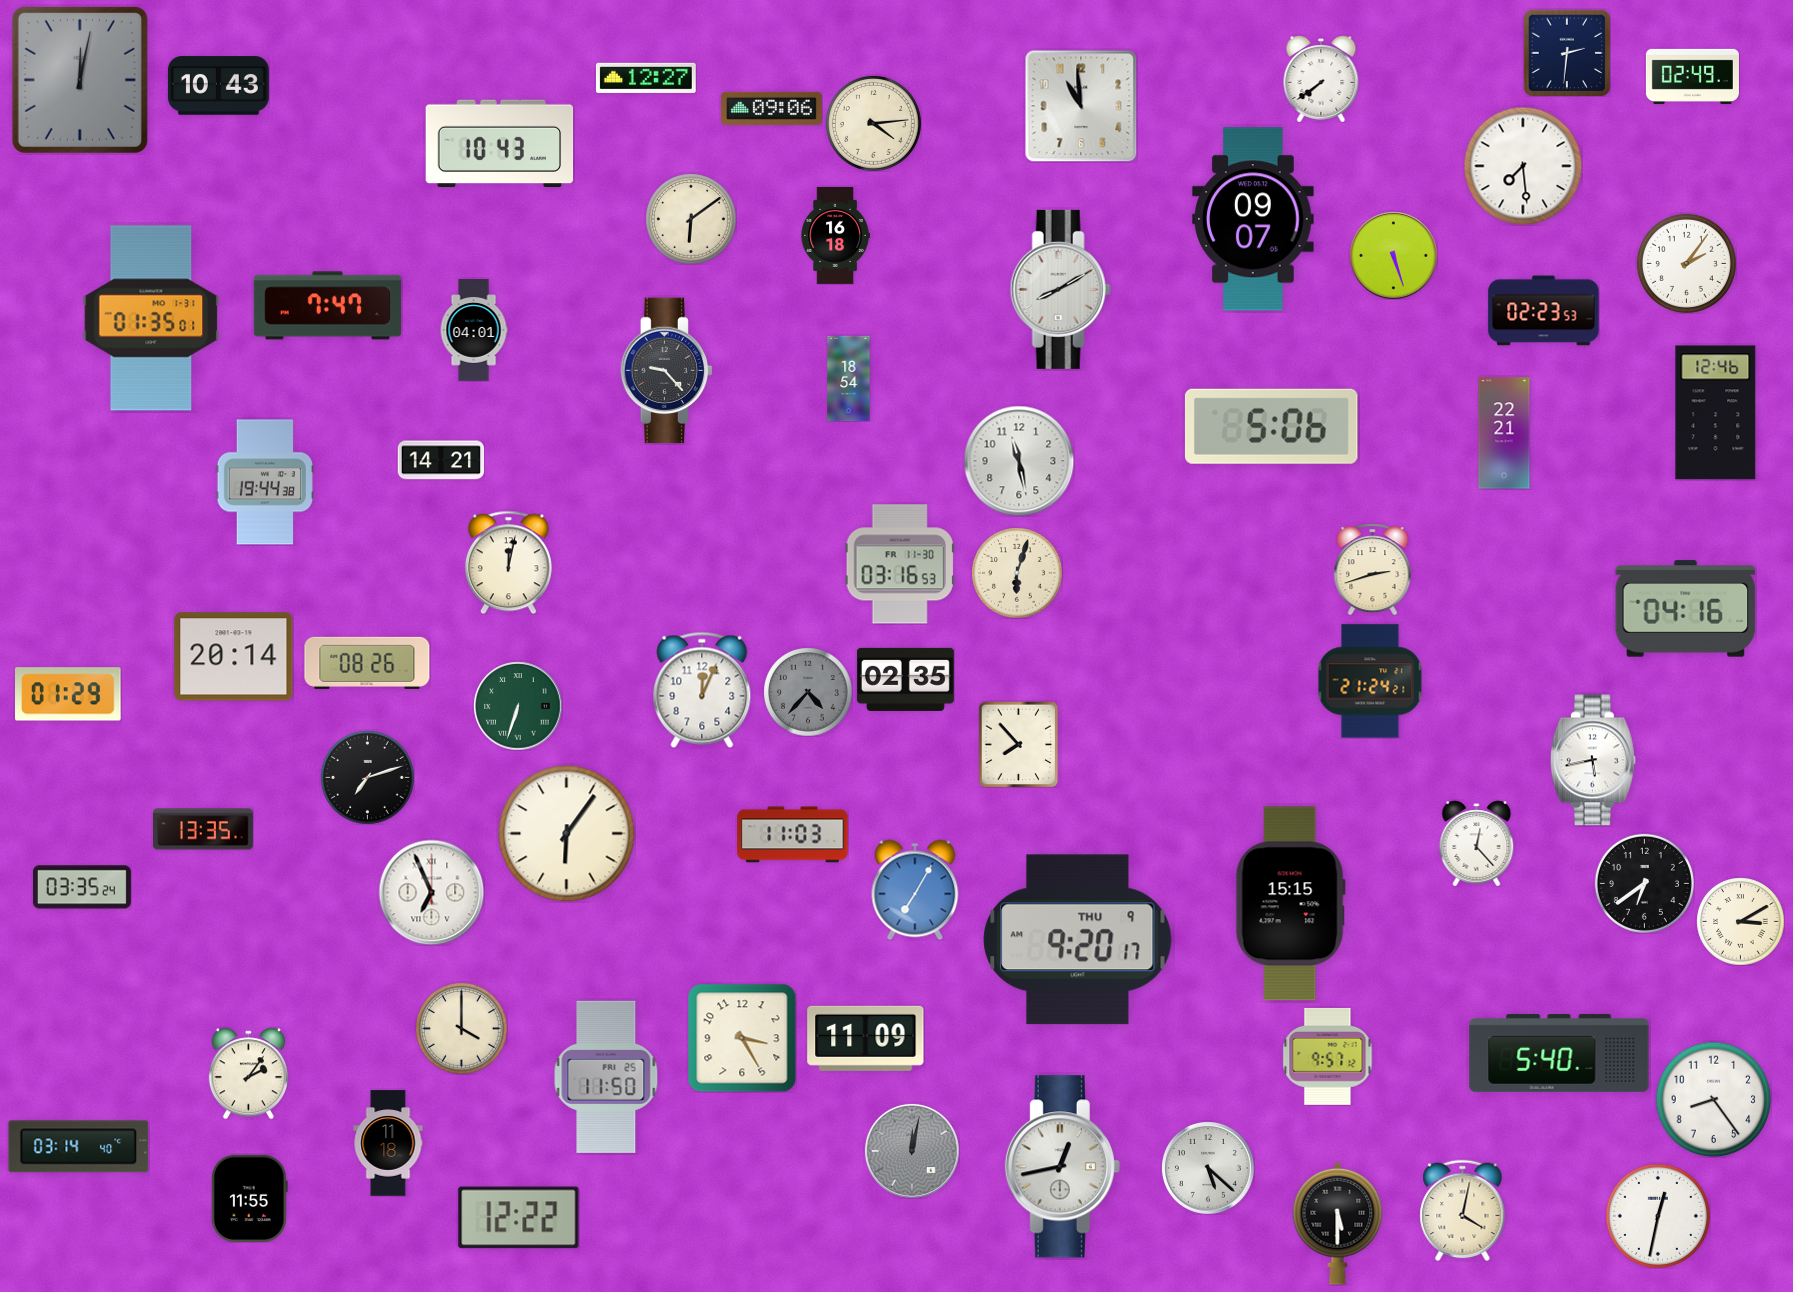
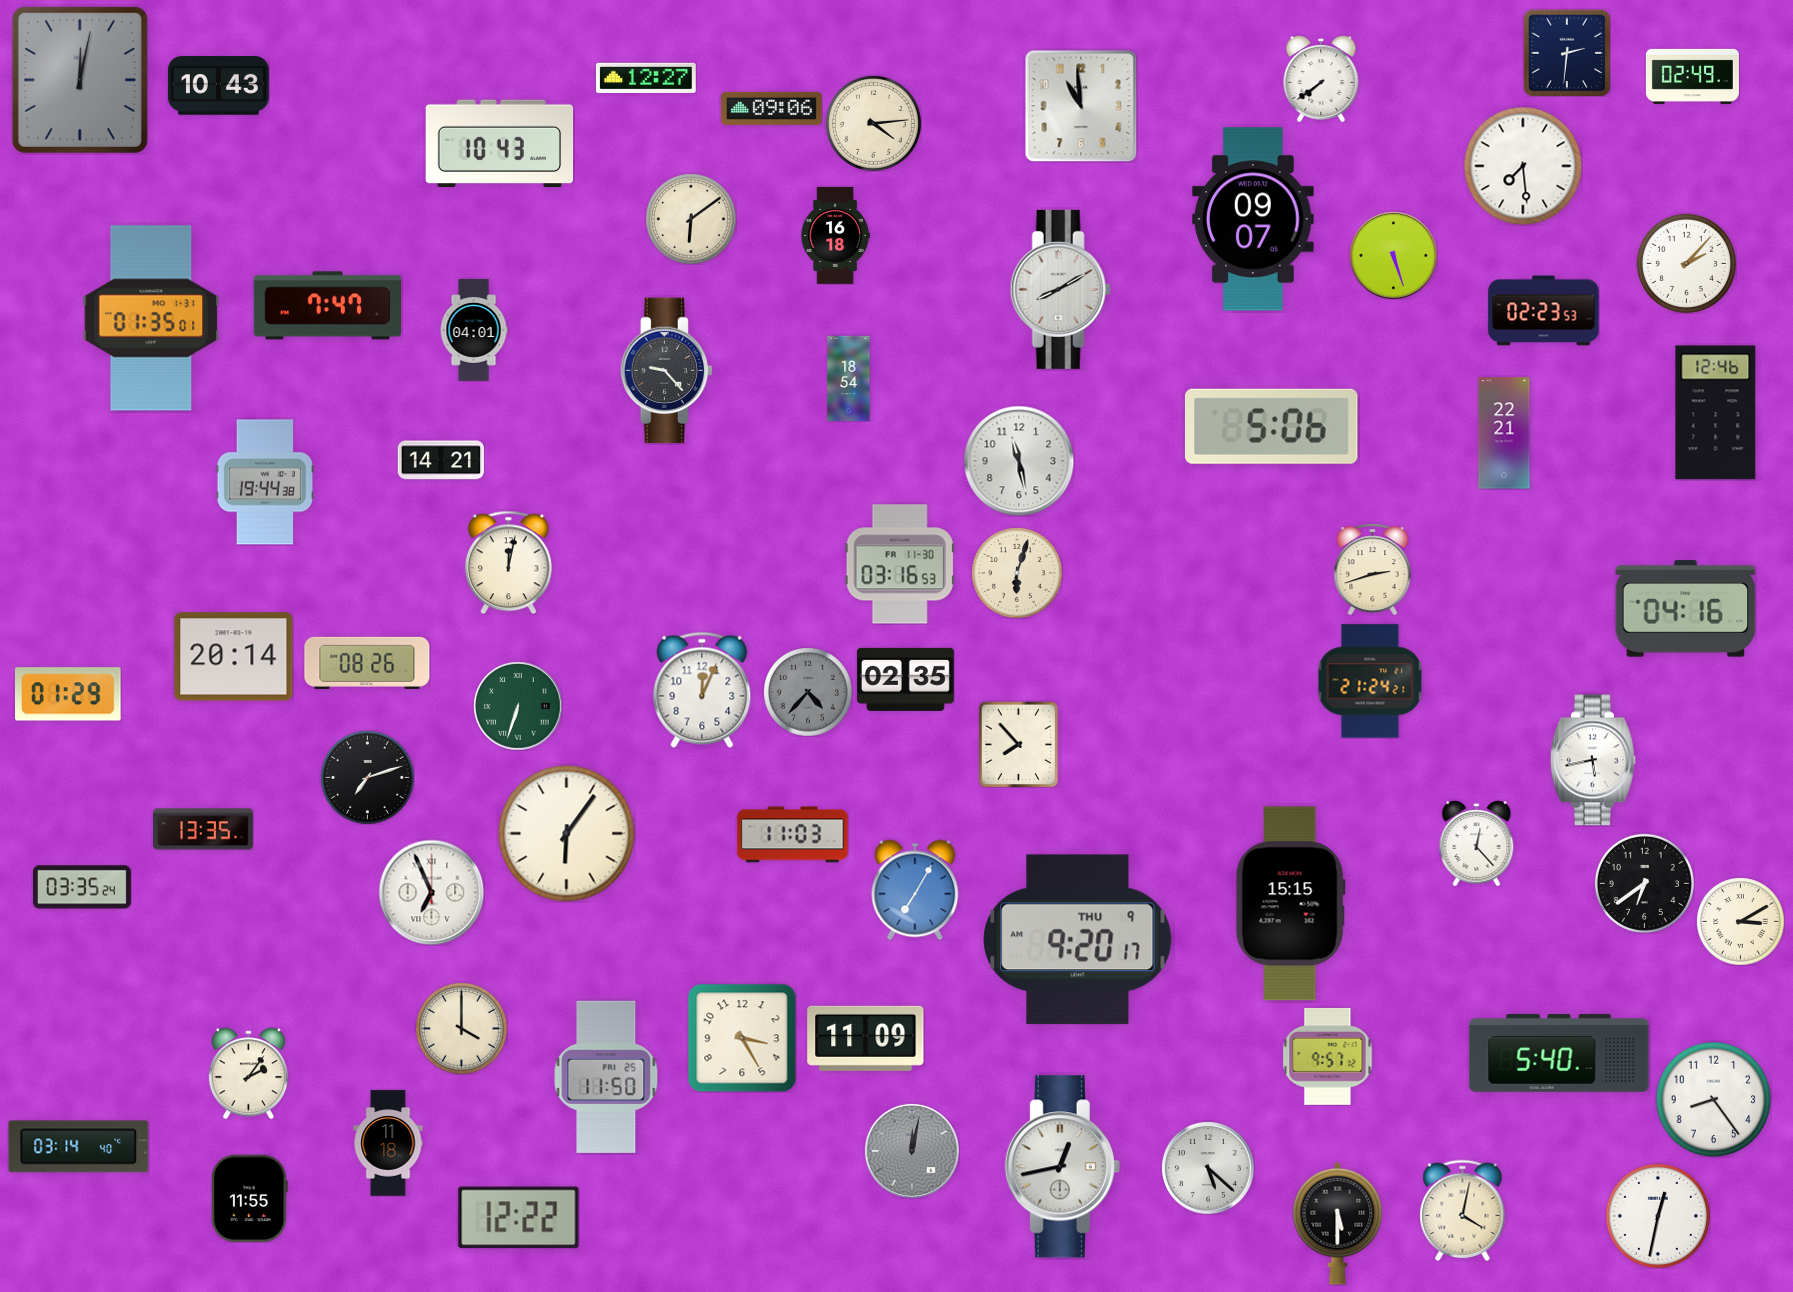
clock at (1686, 263): 2:06 -> 2:07
